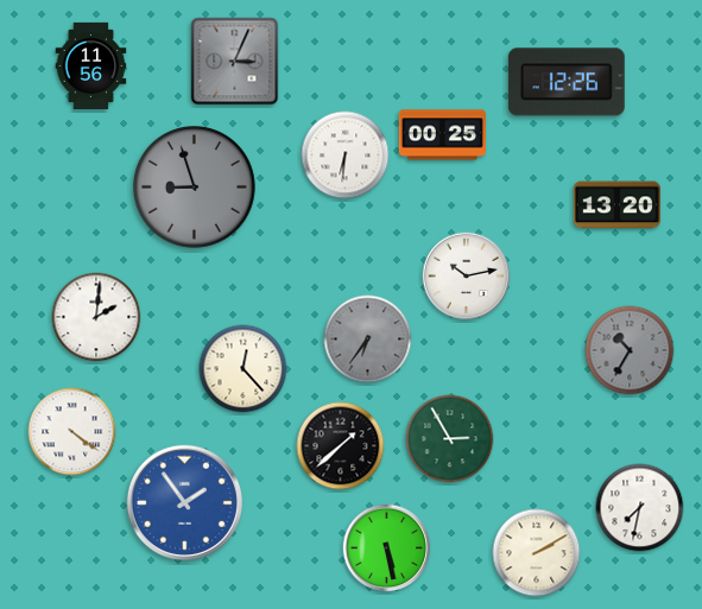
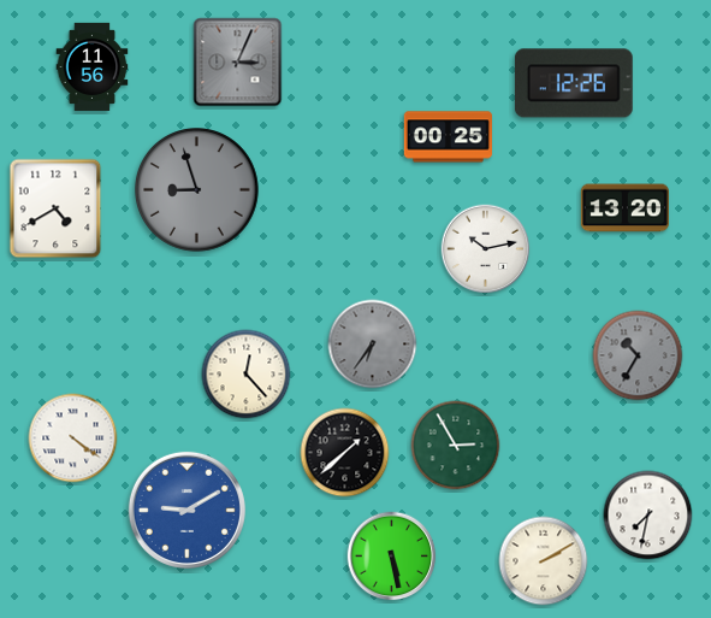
clock at (346, 156): 6:31 -> none
clock at (55, 208): none -> 4:40
clock at (467, 277) position: (467, 277) -> (486, 249)
clock at (96, 317): 2:01 -> none
clock at (184, 502): 1:54 -> 9:10
